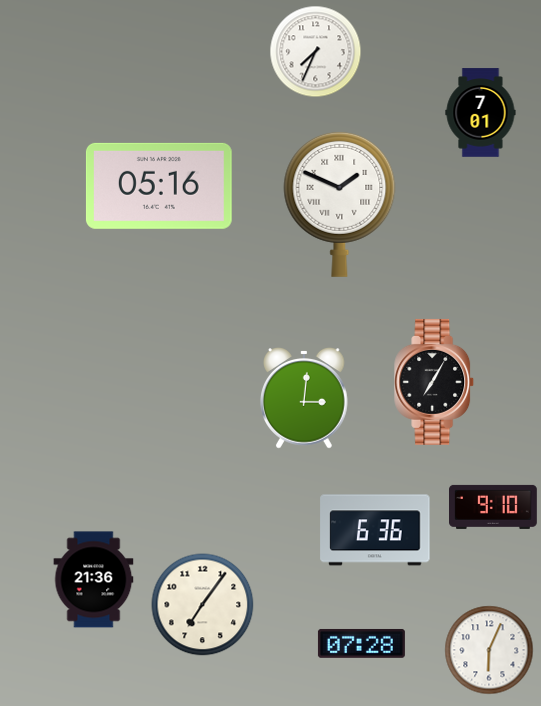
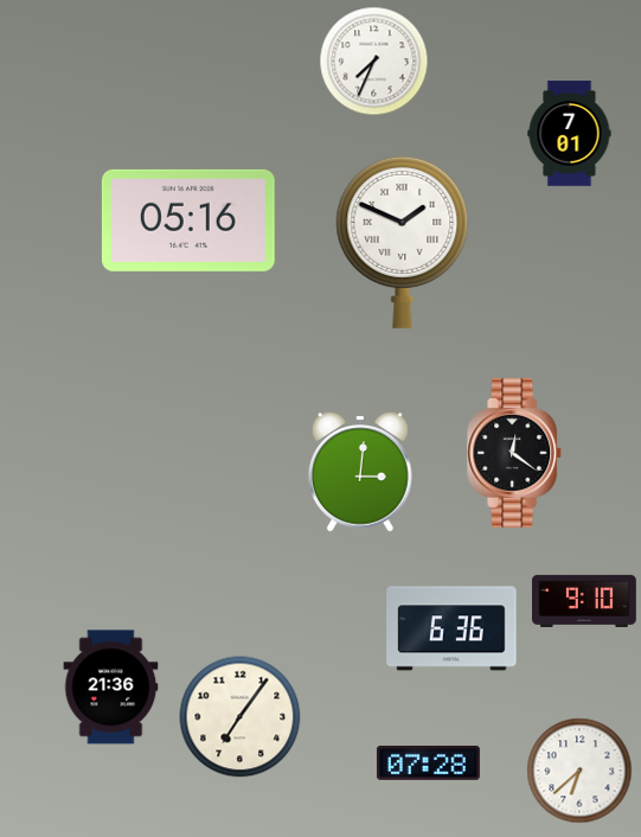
clock at (435, 382): 7:05 -> 12:21
clock at (375, 530) position: (375, 530) -> (451, 628)
clock at (489, 650): 6:04 -> 6:38
